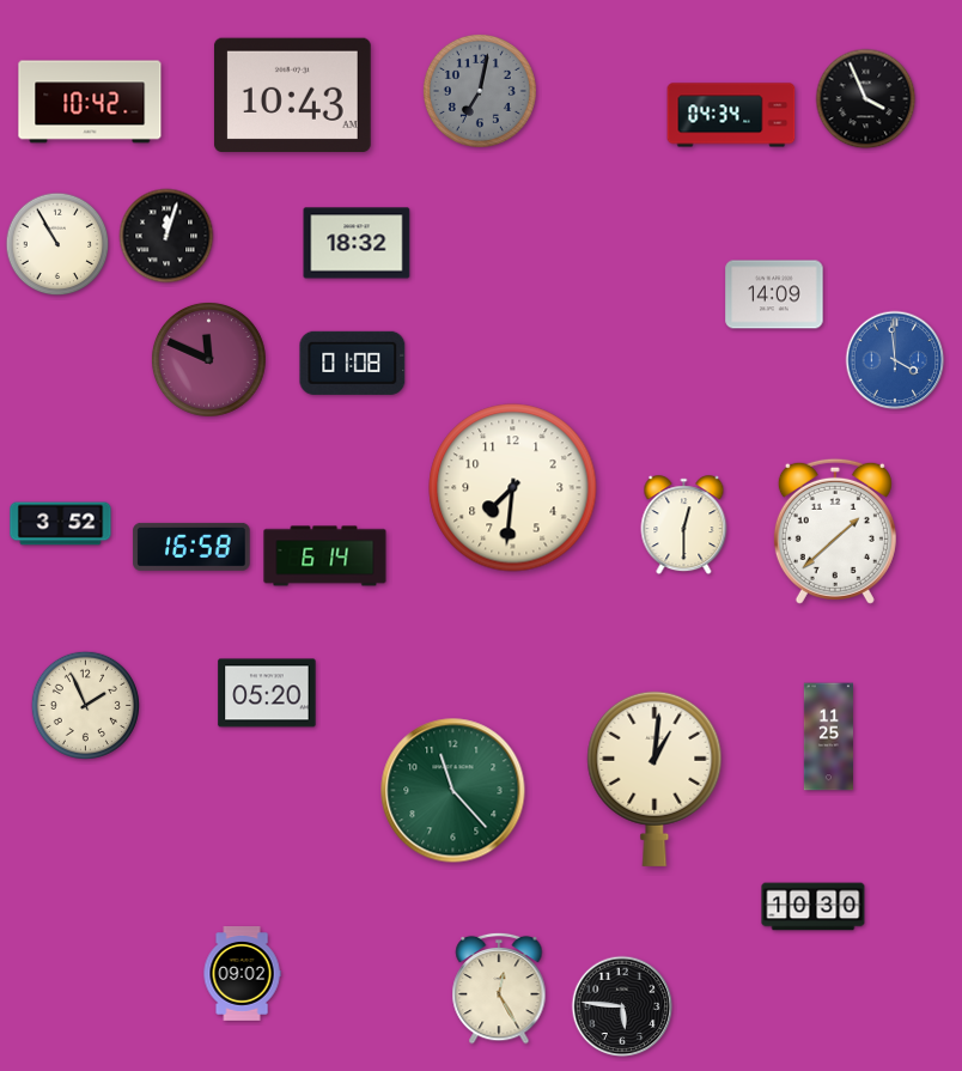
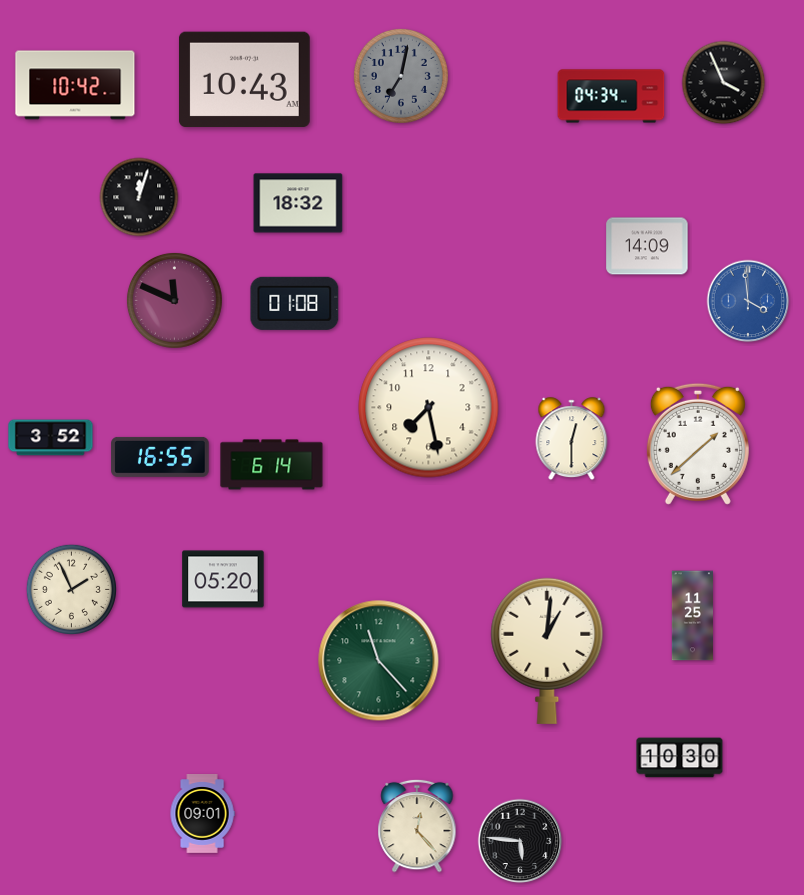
clock at (57, 244): 10:55 -> none
clock at (513, 488): 7:31 -> 7:28
clock at (191, 547): 16:58 -> 16:55
clock at (242, 974): 09:02 -> 09:01
clock at (499, 988): 12:25 -> 12:23
